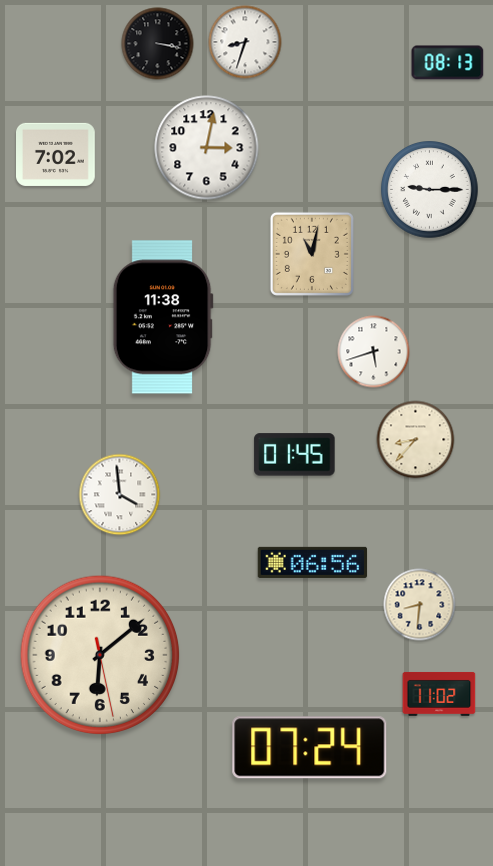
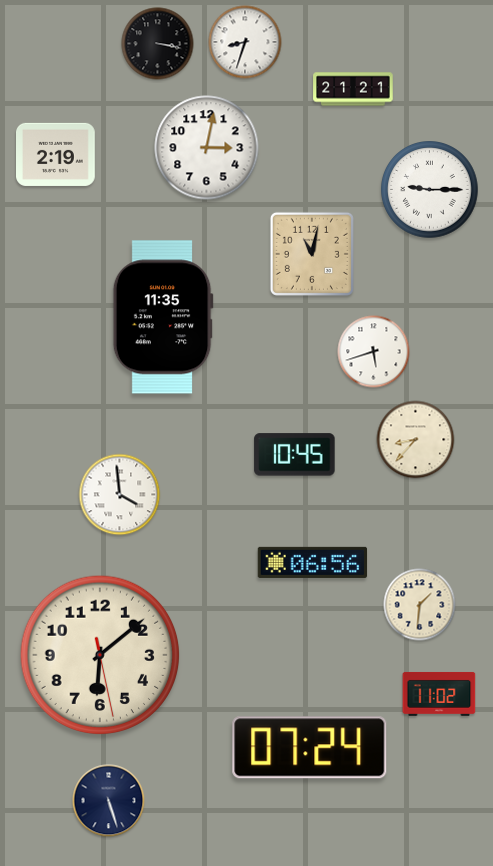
clock at (448, 63): 08:13 -> none
clock at (353, 89): none -> 21:21
clock at (56, 154): 7:02 -> 2:19
clock at (163, 317): 11:38 -> 11:35
clock at (295, 455): 01:45 -> 10:45
clock at (420, 605): 8:31 -> 1:31
clock at (109, 801): none -> 5:27
